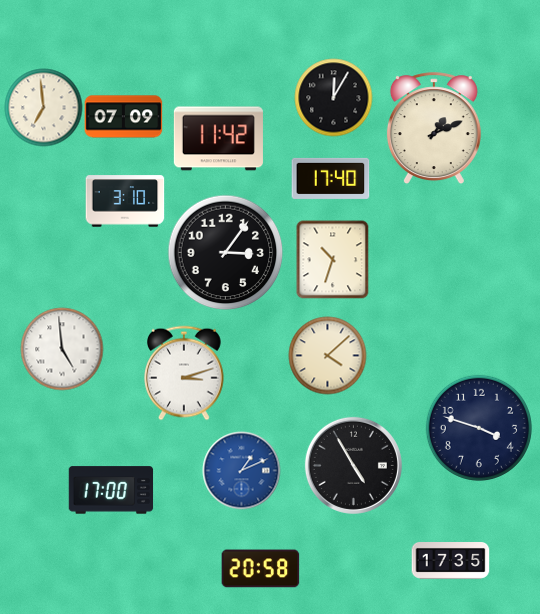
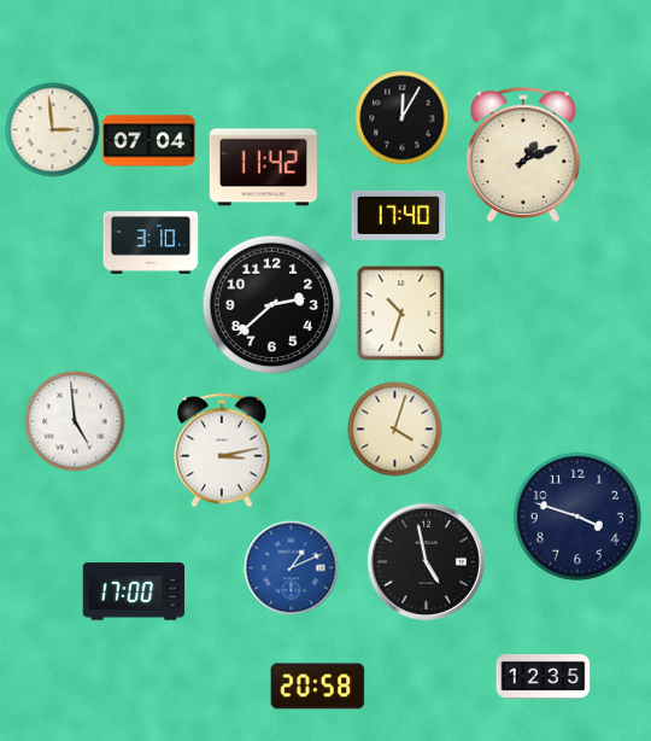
clock at (43, 107): 6:59 -> 2:59
clock at (123, 117): 07:09 -> 07:04
clock at (225, 252): 3:06 -> 2:38
clock at (327, 355): 4:08 -> 4:03
clock at (185, 373): 3:12 -> 3:13
clock at (353, 465): 4:55 -> 4:58
clock at (450, 561): 17:35 -> 12:35
clock at (260, 569) position: (260, 569) -> (317, 687)
